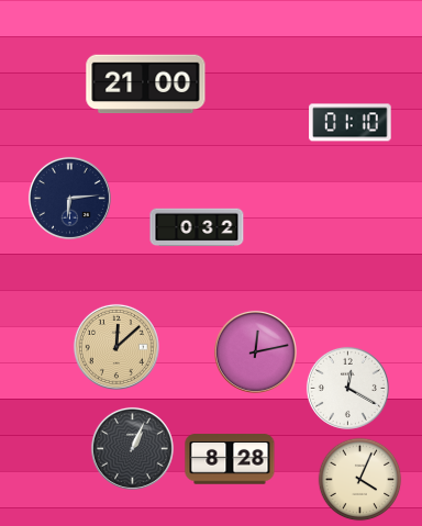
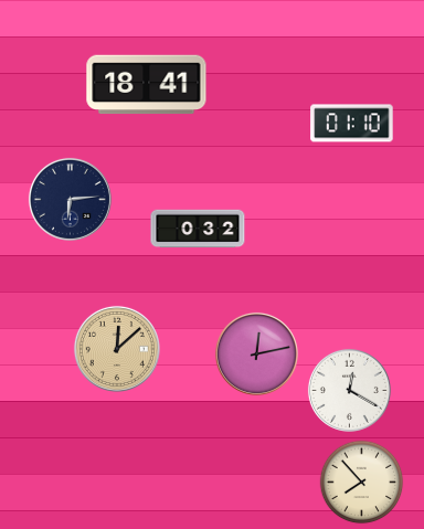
clock at (146, 85): 21:00 -> 18:41
clock at (132, 448): 1:04 -> none
clock at (230, 459): 8:28 -> none
clock at (360, 480): 4:04 -> 7:53
